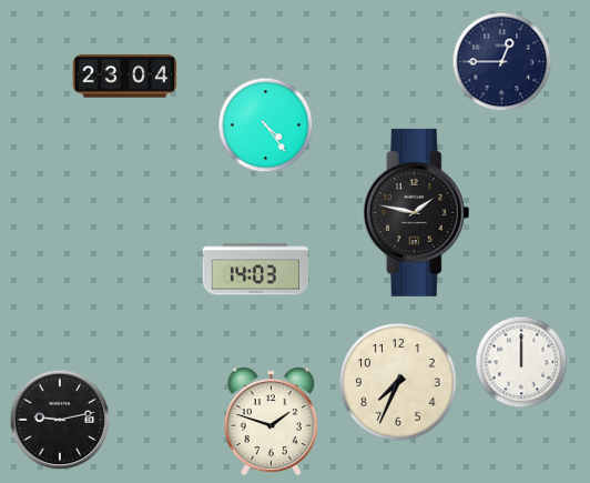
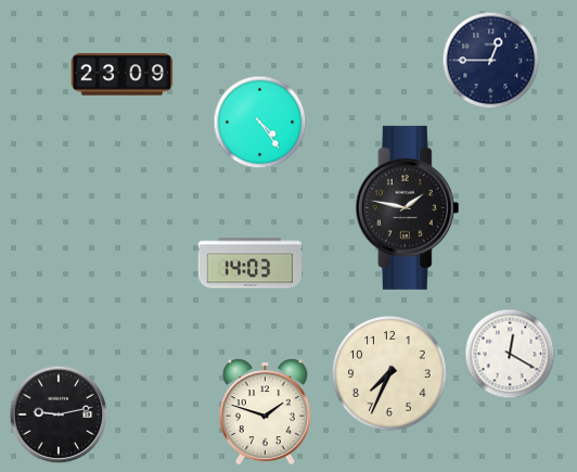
clock at (125, 77): 23:04 -> 23:09
clock at (521, 362): 12:00 -> 12:20
clock at (60, 420) position: (60, 420) -> (59, 414)
